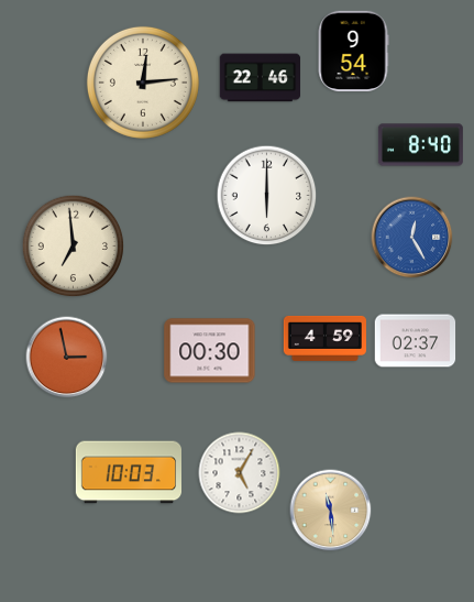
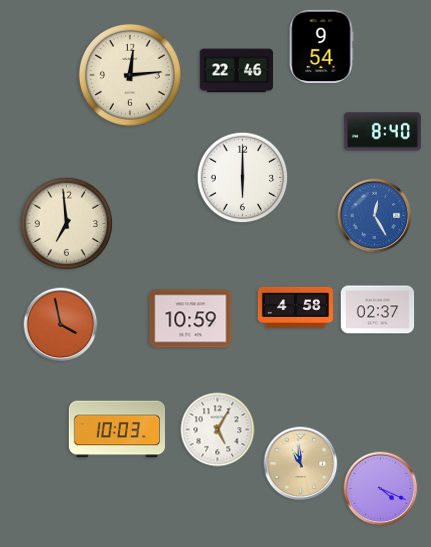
clock at (324, 338): 4:59 -> 4:58
clock at (210, 351): 00:30 -> 10:59
clock at (67, 358): 2:58 -> 3:58
clock at (331, 511): 11:29 -> 10:59
clock at (381, 489): none -> 4:19
